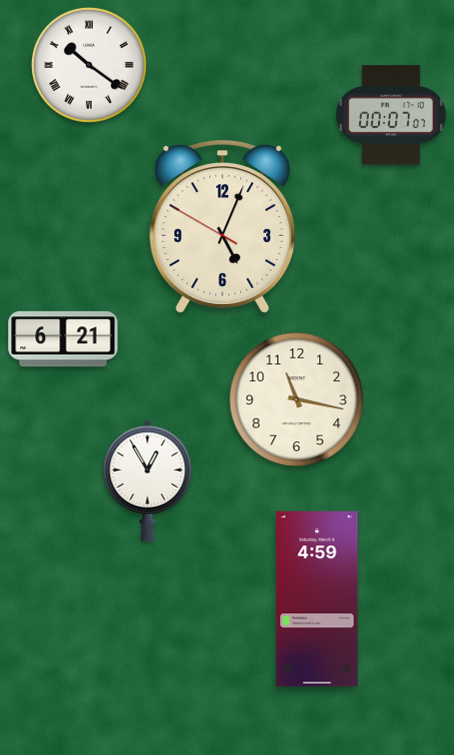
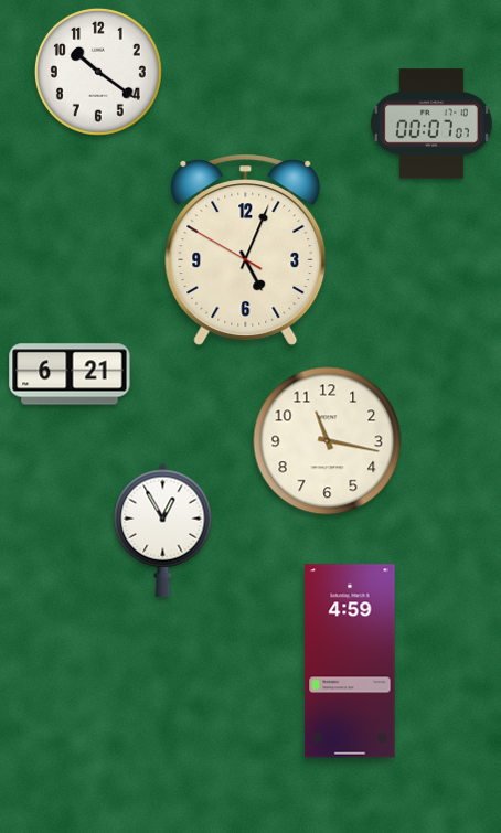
clock at (89, 65) numerals: Roman -> Arabic
clock at (391, 115) position: (391, 115) -> (431, 124)
